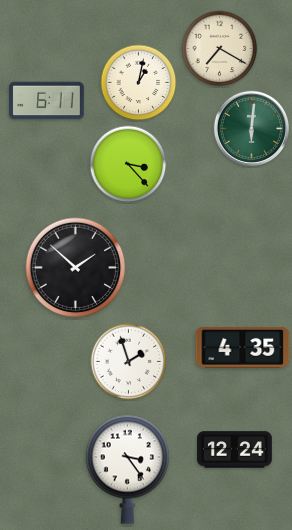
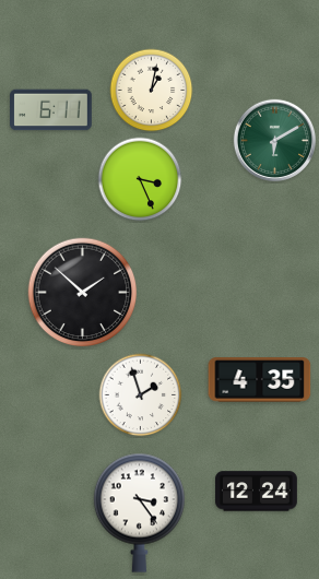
clock at (220, 49): 7:20 -> none
clock at (251, 128): 6:01 -> 6:10
clock at (128, 164): 3:23 -> 3:26
clock at (243, 348) position: (243, 348) -> (260, 380)
